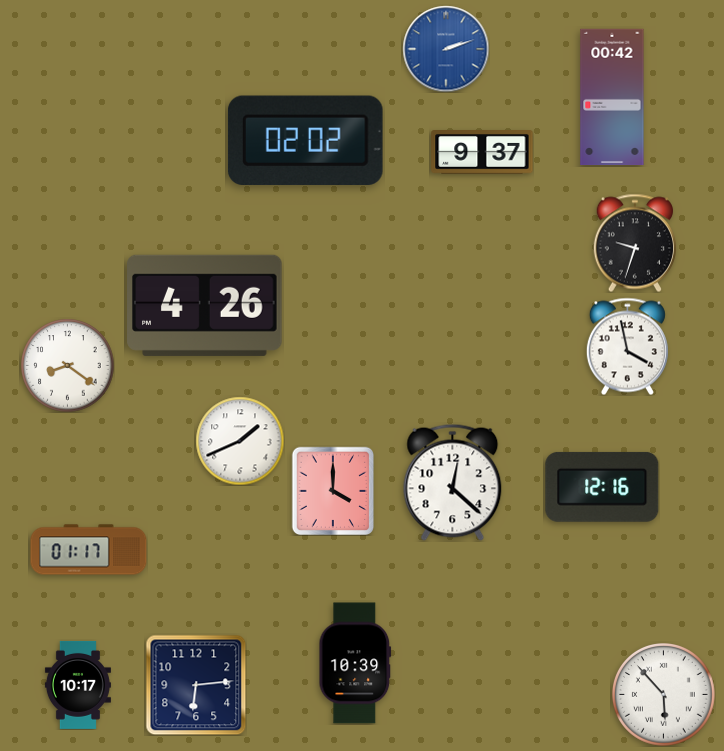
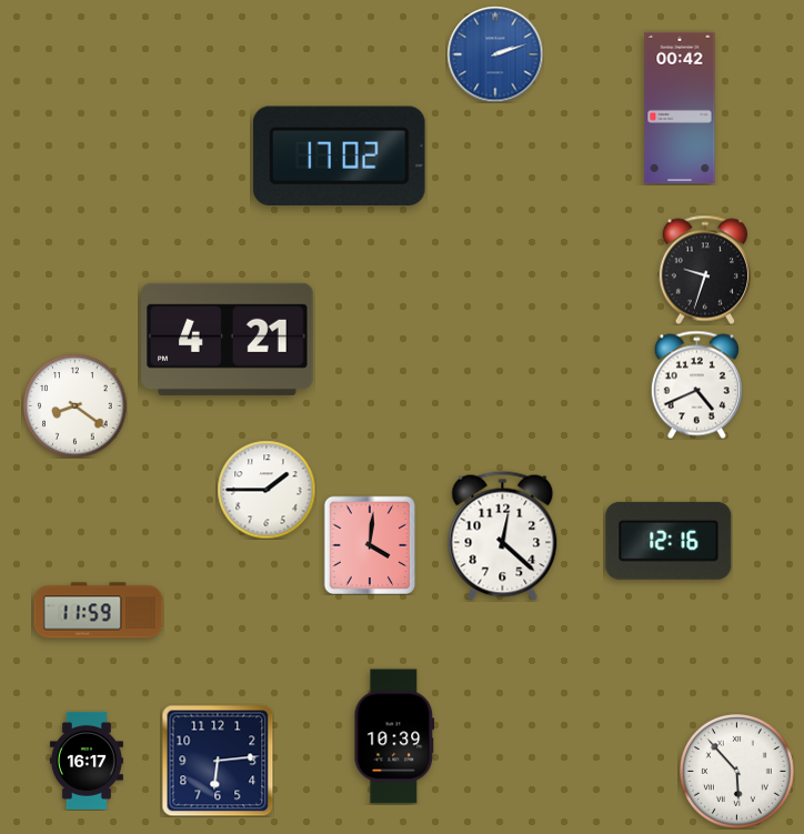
clock at (305, 140): 02:02 -> 17:02
clock at (482, 153): 9:37 -> none
clock at (205, 305): 4:26 -> 4:21
clock at (627, 346): 3:58 -> 4:41
clock at (240, 441): 1:41 -> 1:45
clock at (333, 491): 4:00 -> 4:01
clock at (89, 550): 01:17 -> 11:59
clock at (78, 685): 10:17 -> 16:17
